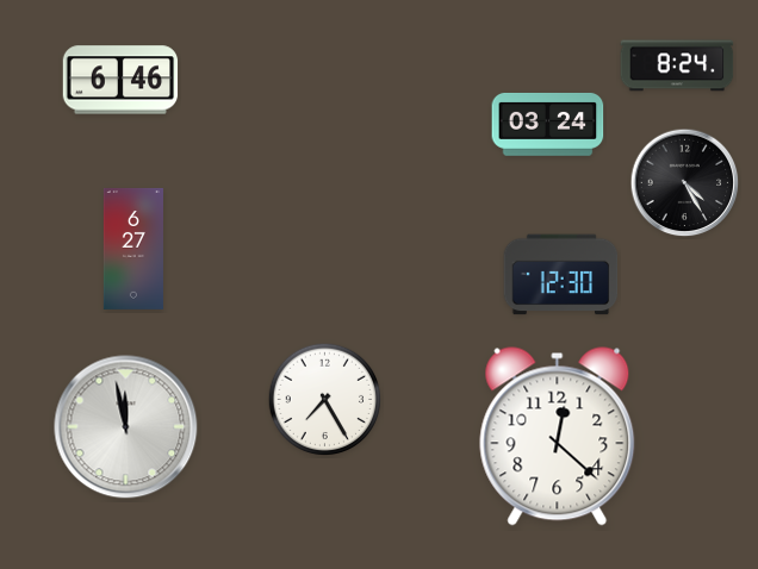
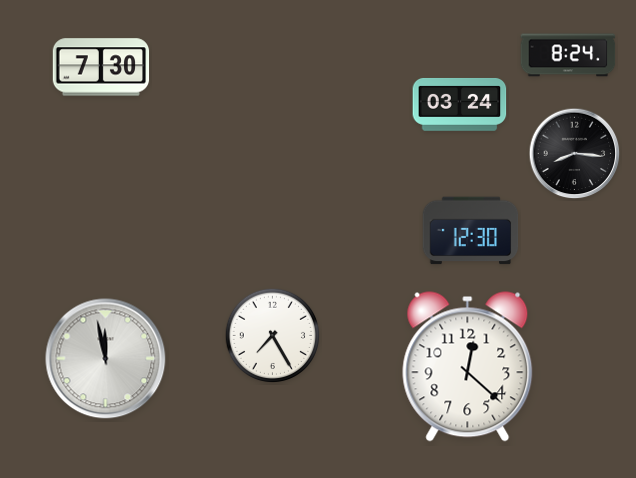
clock at (120, 80): 6:46 -> 7:30
clock at (685, 183): 4:25 -> 8:16
clock at (133, 249): 6:27 -> none
